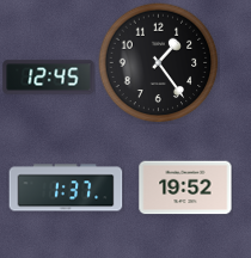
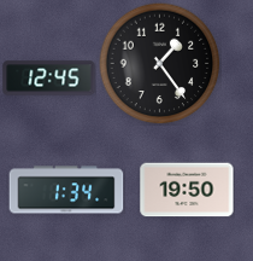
clock at (66, 188): 1:37 -> 1:34
clock at (185, 188): 19:52 -> 19:50
